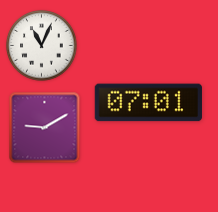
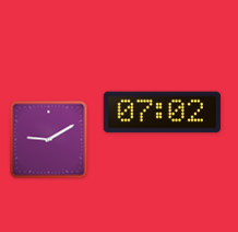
clock at (42, 46): 11:04 -> none
clock at (148, 103): 07:01 -> 07:02
